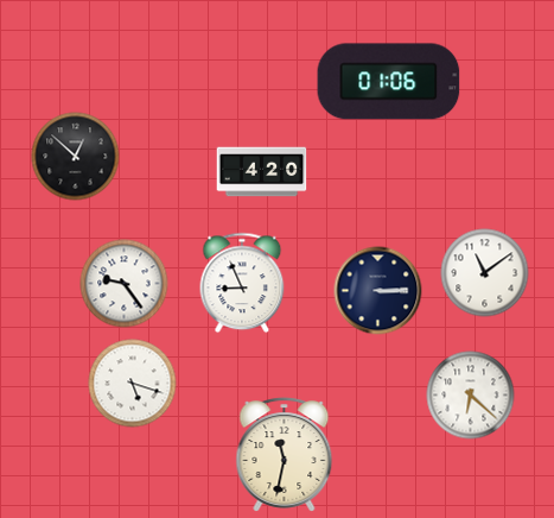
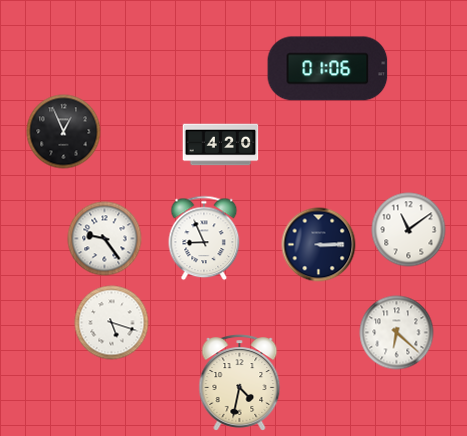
clock at (76, 157): 12:52 -> 12:56
clock at (285, 455): 11:32 -> 4:32
